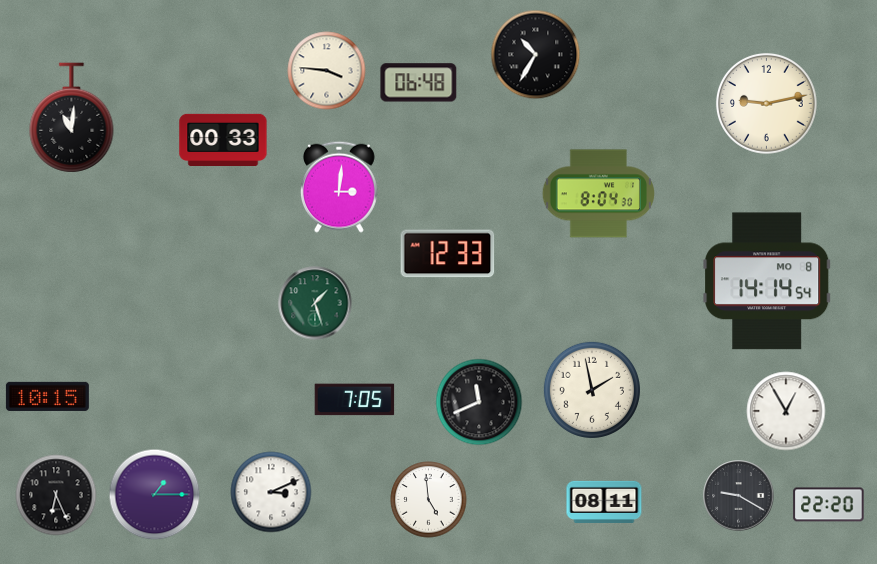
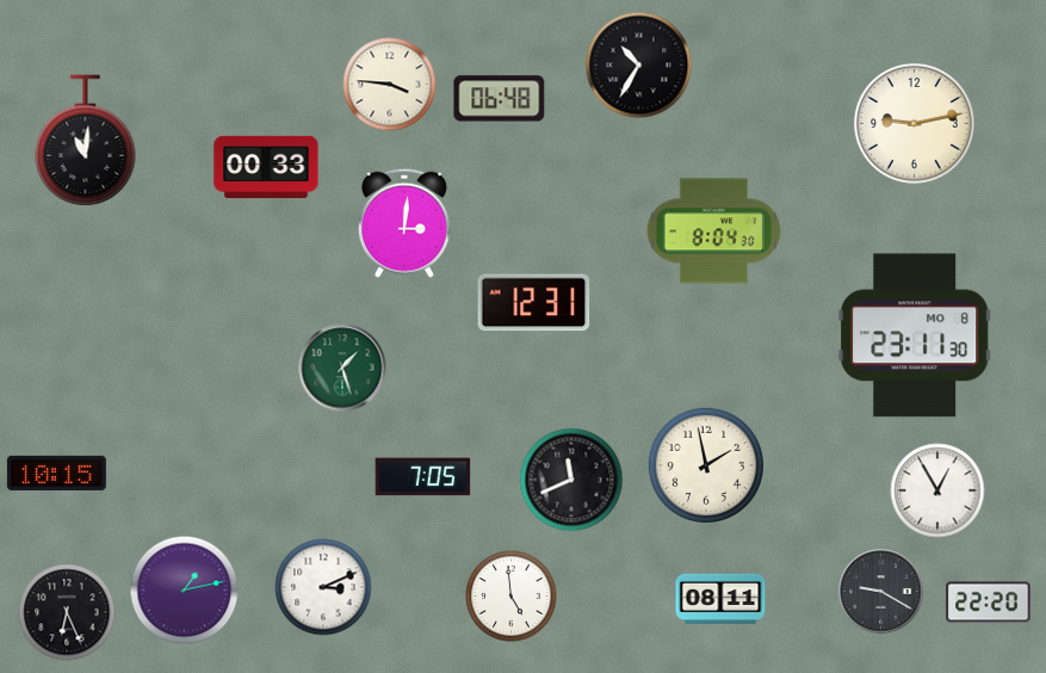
clock at (448, 254): 12:33 -> 12:31
clock at (767, 281): 14:14 -> 23:11
clock at (315, 303) position: (315, 303) -> (342, 368)
clock at (56, 495) position: (56, 495) -> (67, 612)
clock at (155, 495): 1:15 -> 1:13
